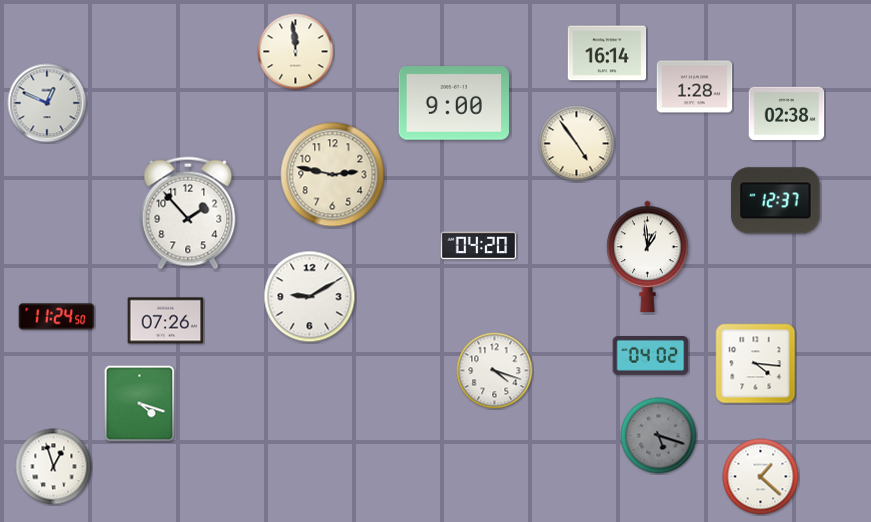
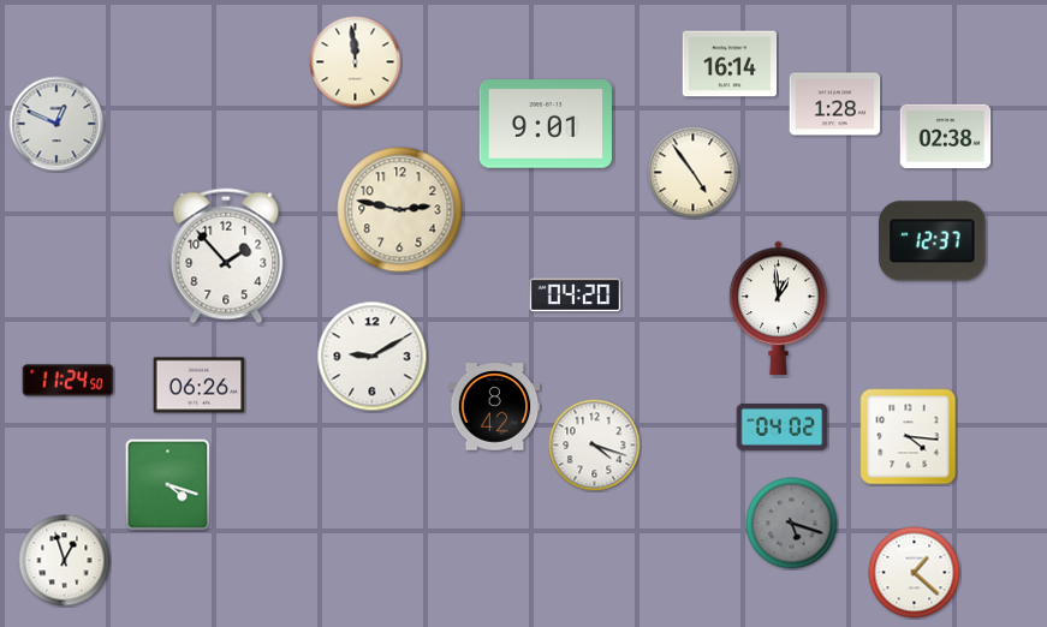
clock at (454, 103): 9:00 -> 9:01
clock at (166, 321): 07:26 -> 06:26
clock at (495, 407): none -> 8:42
